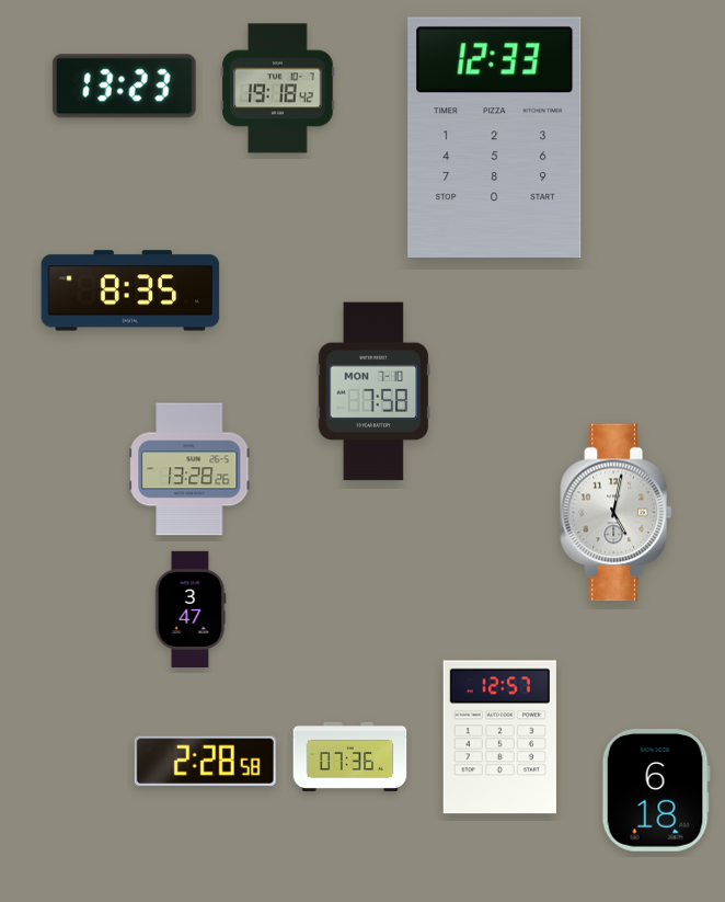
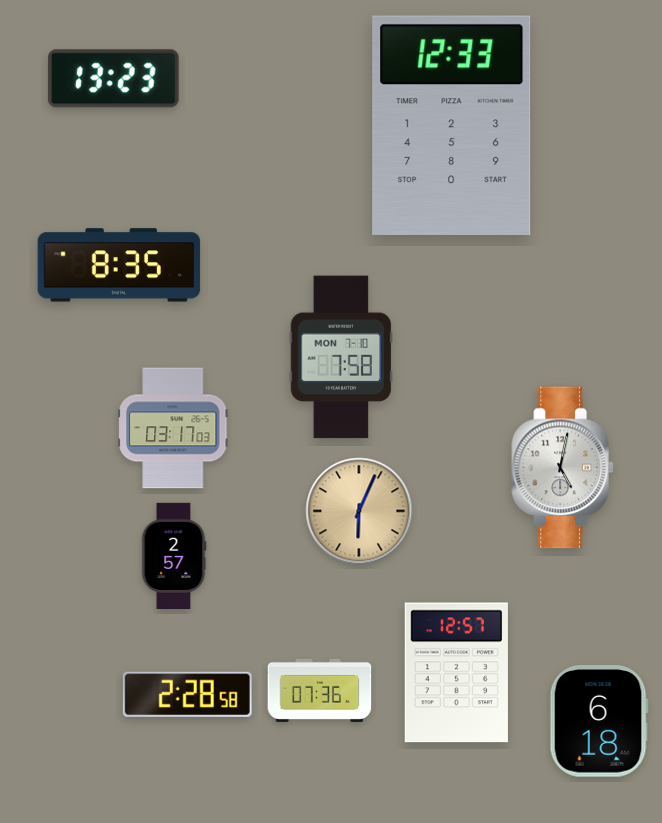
clock at (278, 89): 19:18 -> none
clock at (191, 469): 13:28 -> 03:17
clock at (359, 511): none -> 6:04
clock at (191, 608): 3:47 -> 2:57
